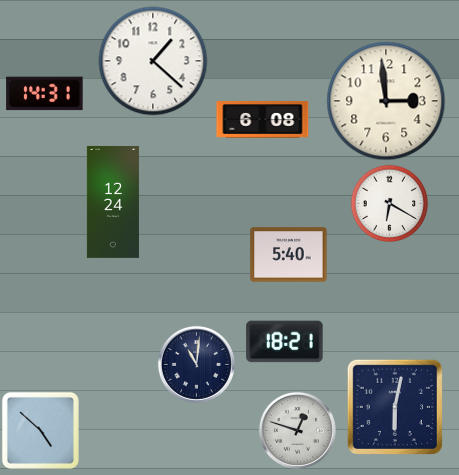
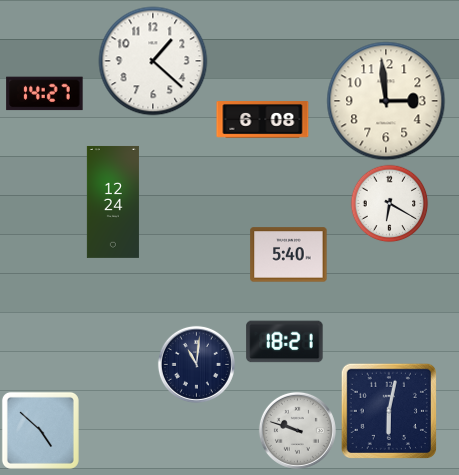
clock at (45, 94): 14:31 -> 14:27
clock at (395, 407) position: (395, 407) -> (389, 411)
clock at (297, 430): 12:48 -> 9:48
